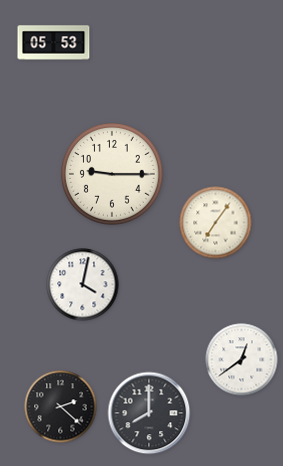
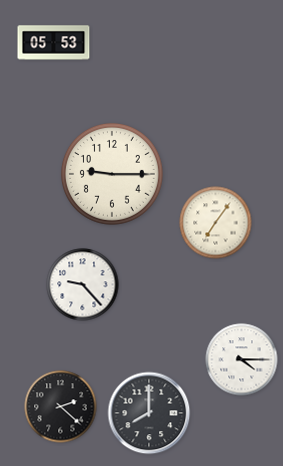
clock at (83, 285): 4:02 -> 9:23
clock at (242, 360): 12:39 -> 4:15
